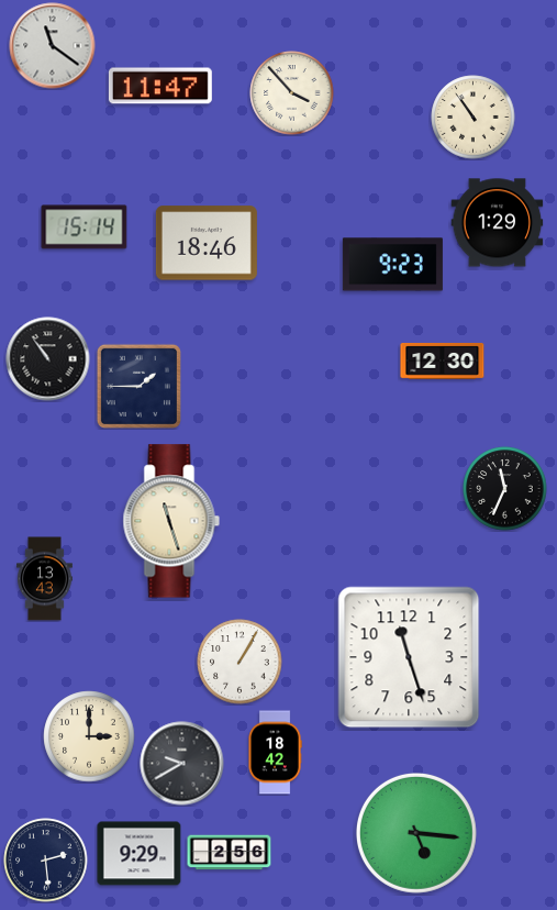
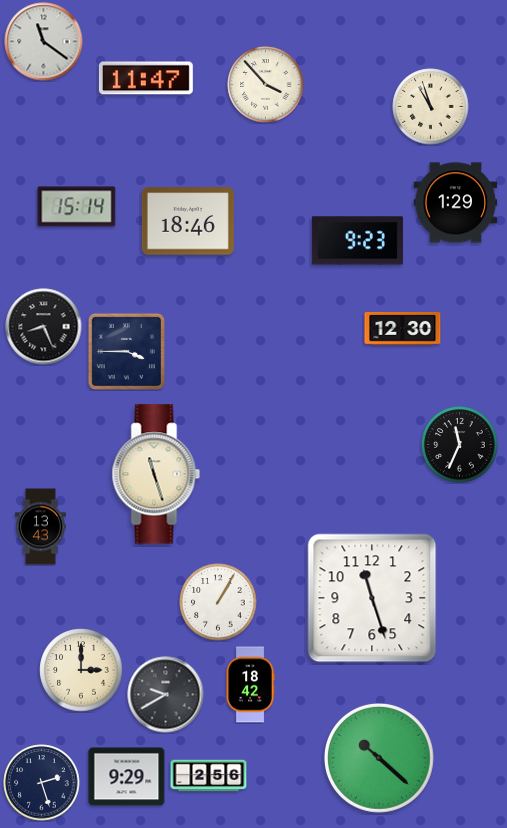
clock at (53, 46) position: (53, 46) -> (44, 42)
clock at (474, 118): 10:54 -> 10:57
clock at (498, 223) position: (498, 223) -> (456, 203)
clock at (48, 359): 10:54 -> 8:26
clock at (138, 386): 1:45 -> 3:45
clock at (416, 833): 5:16 -> 10:22
clock at (46, 861): 2:29 -> 2:27
